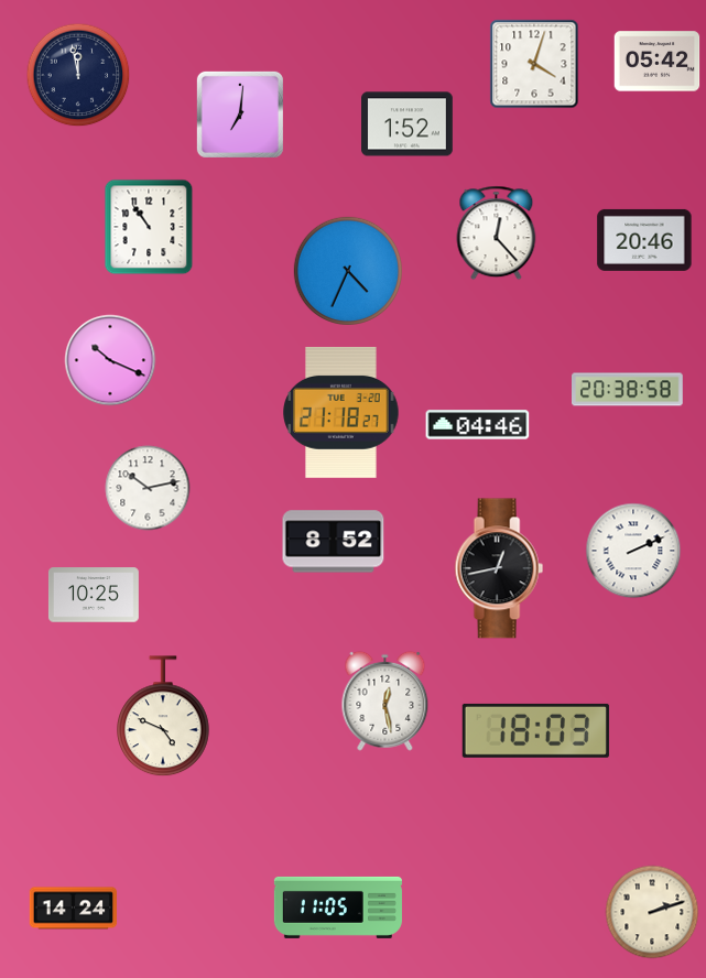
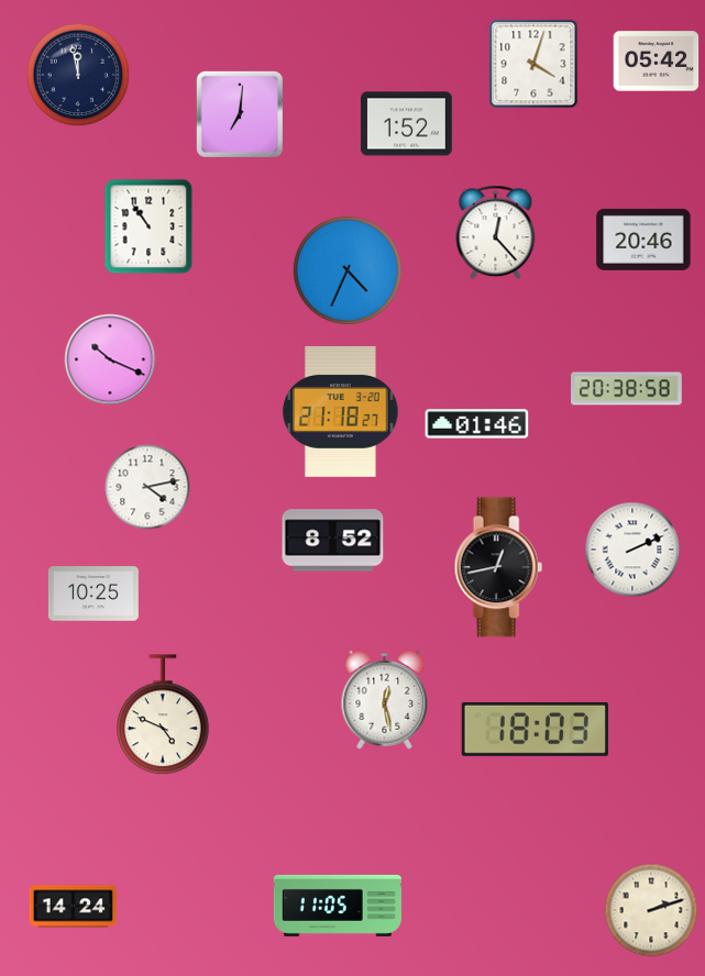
clock at (478, 425): 04:46 -> 01:46
clock at (148, 488): 10:13 -> 4:13
